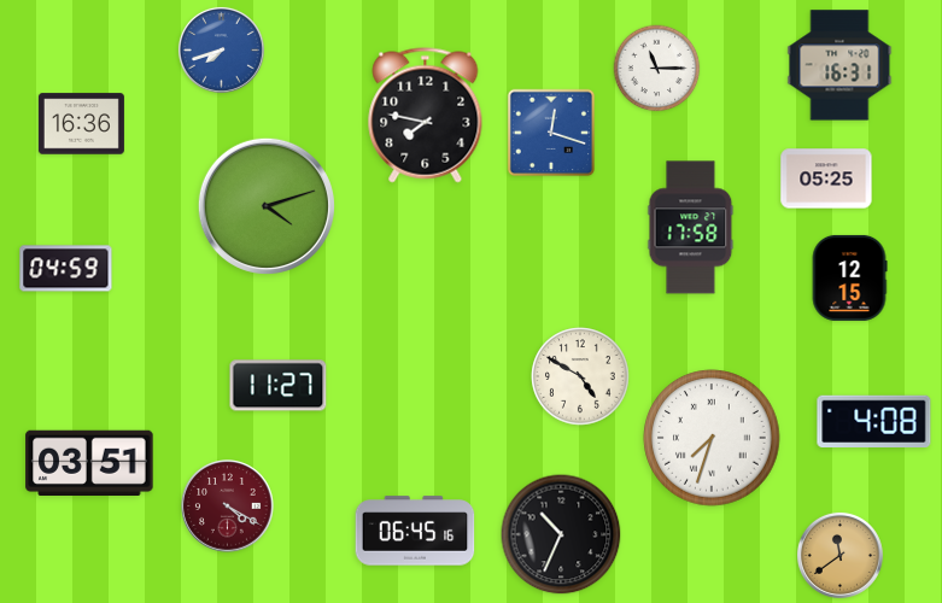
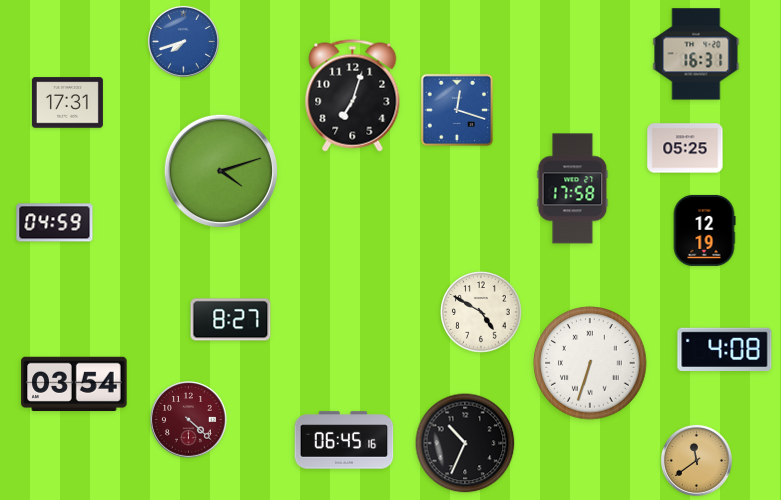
clock at (657, 69): 11:15 -> none
clock at (426, 116): 7:47 -> 7:03
clock at (81, 124): 16:36 -> 17:31
clock at (849, 277): 12:15 -> 12:19
clock at (279, 386): 11:27 -> 8:27
clock at (712, 438): 7:33 -> 6:33
clock at (89, 462): 03:51 -> 03:54
clock at (228, 507): 4:20 -> 4:22
